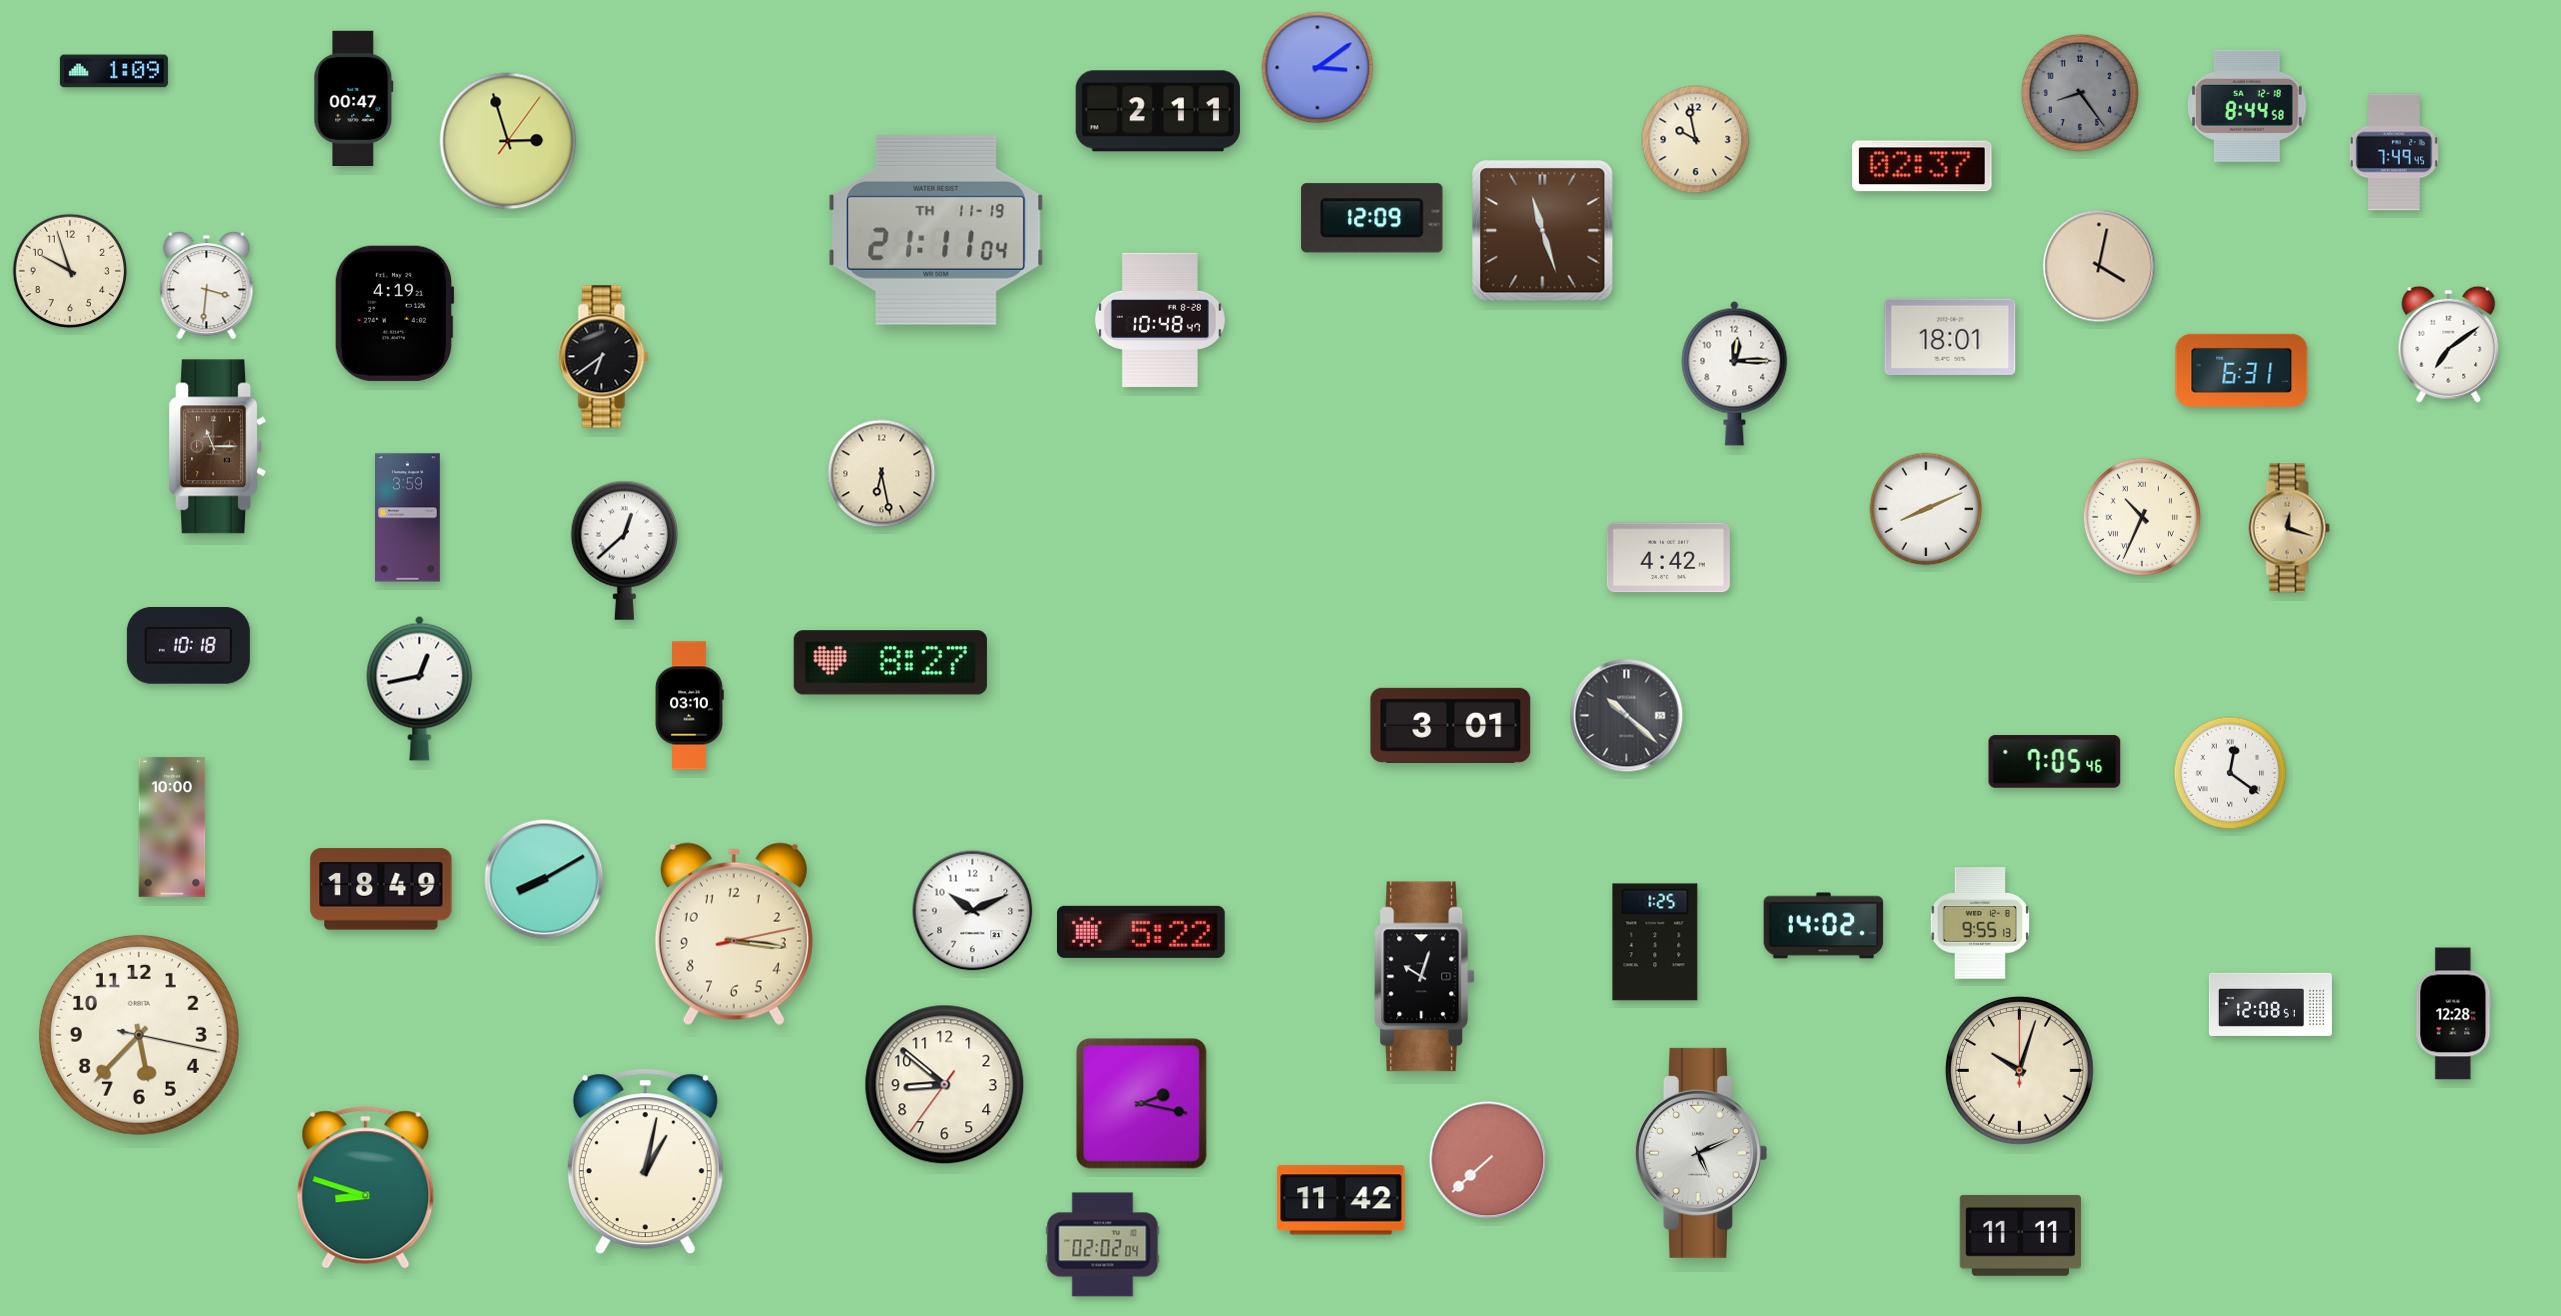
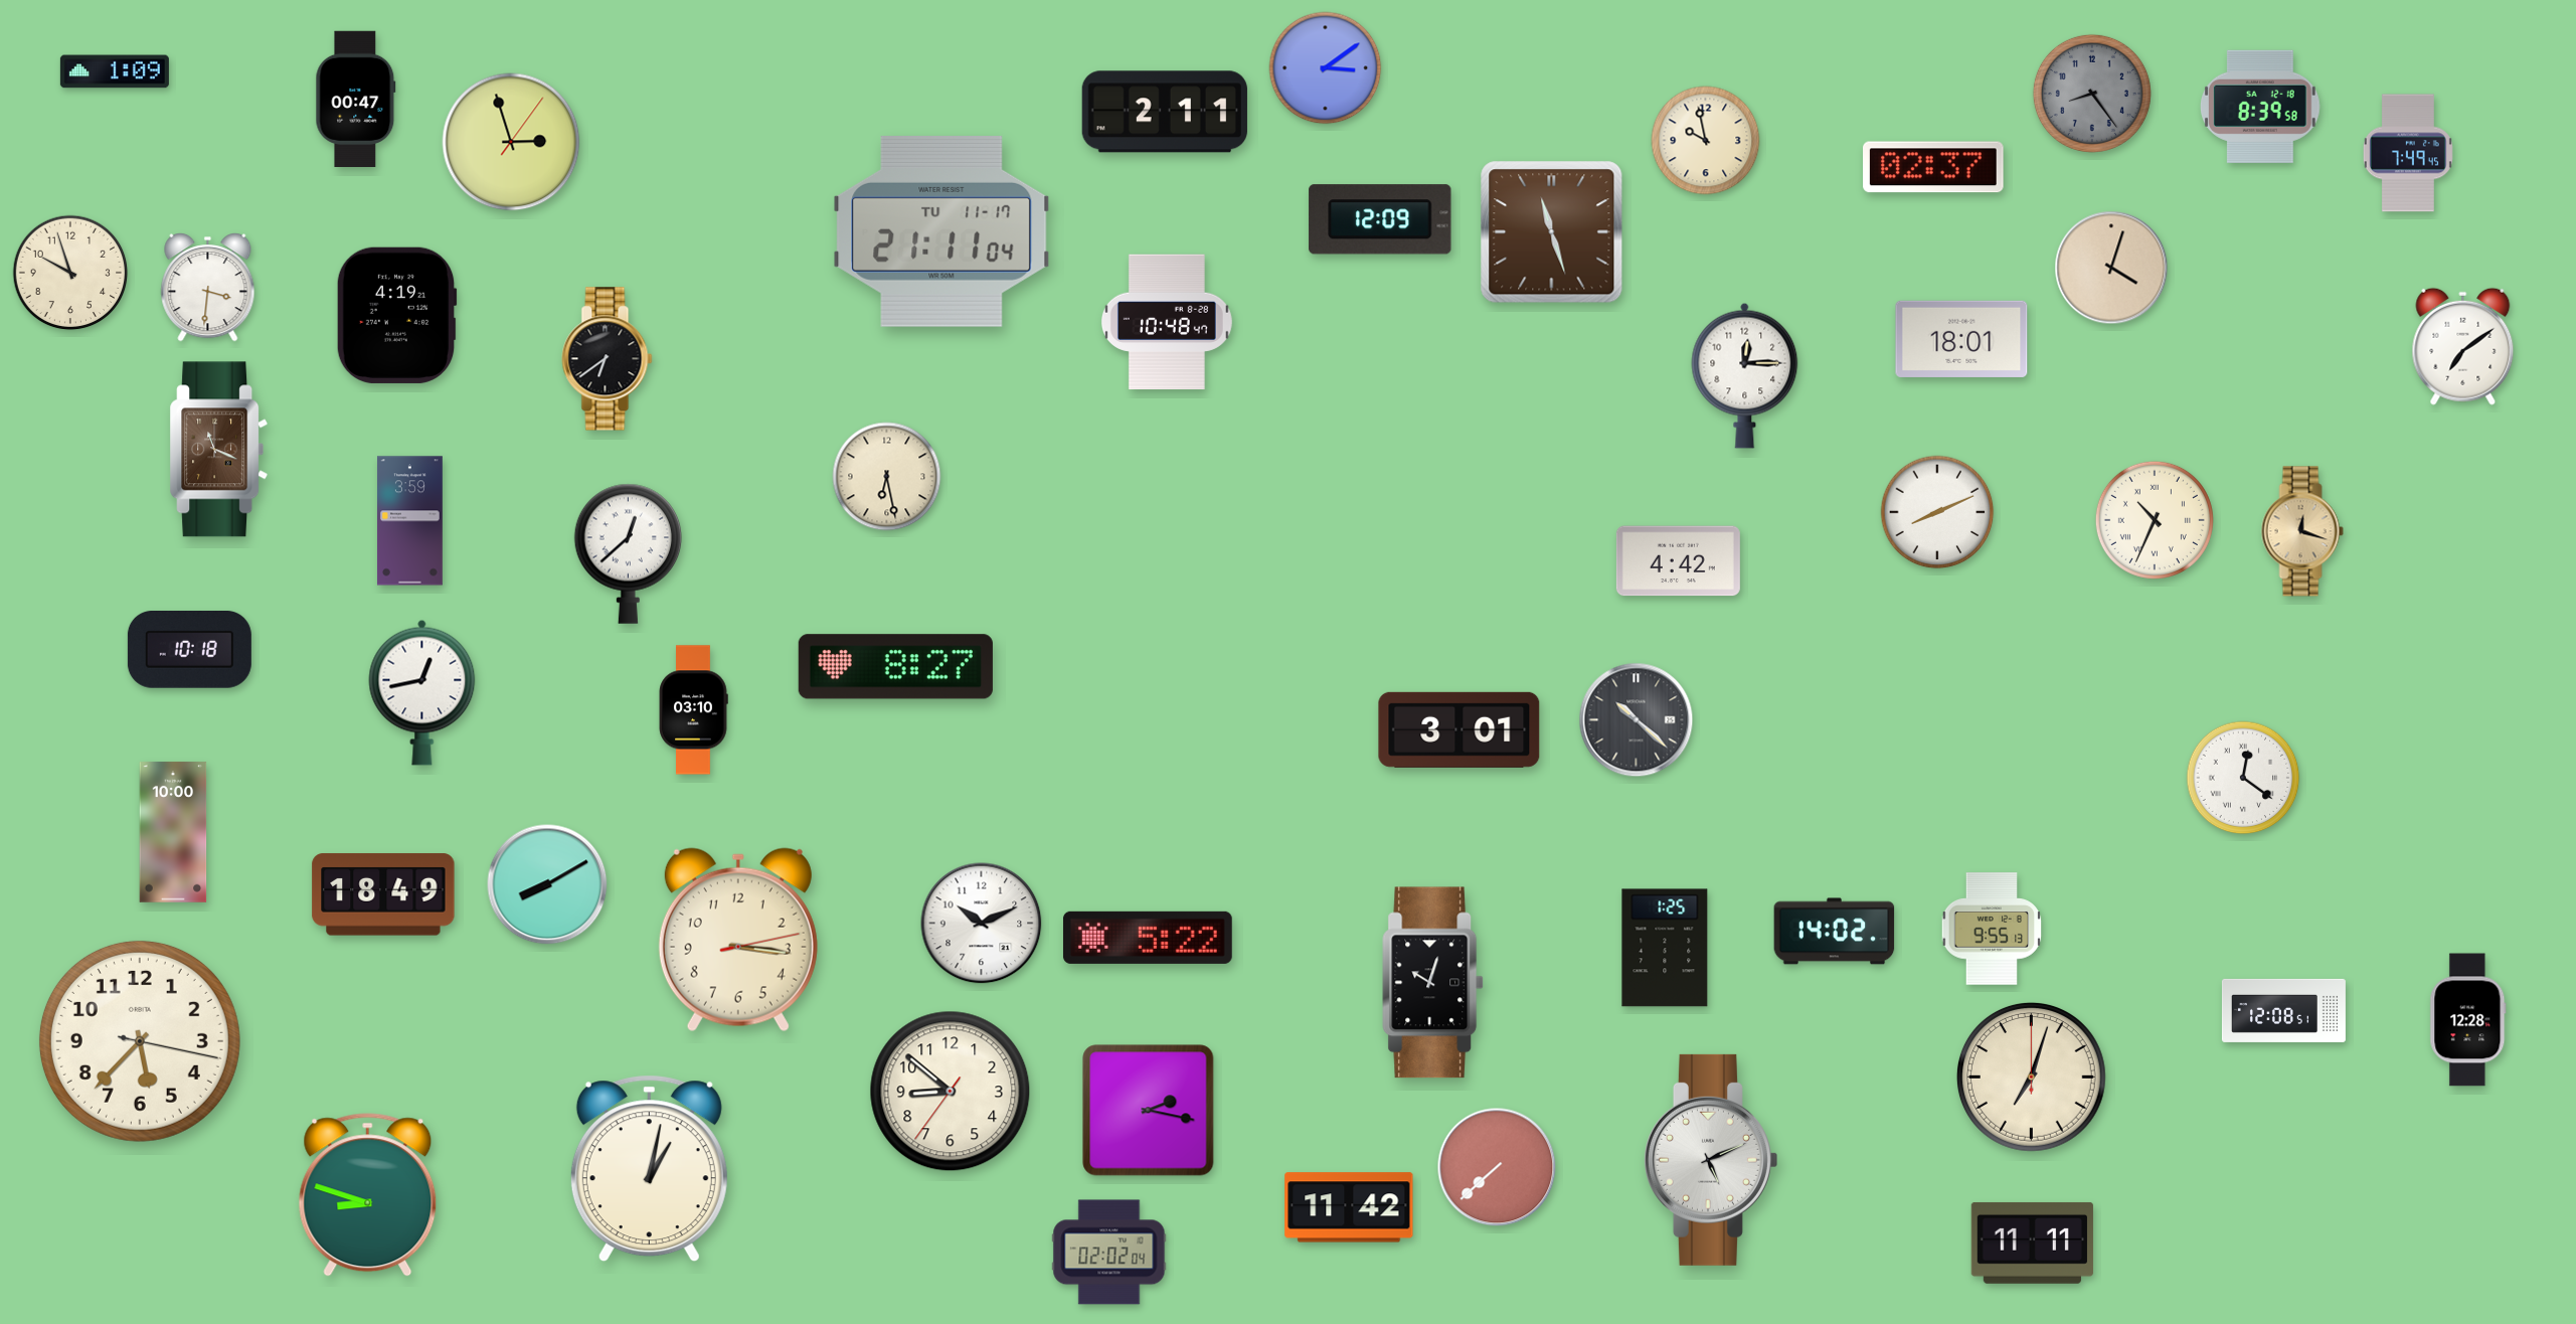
clock at (2247, 106): 8:44 -> 8:39
clock at (936, 230) date: TH 11-19 -> TU 11-17
clock at (2099, 266): 4:02 -> 4:03
clock at (2242, 370): 6:31 -> none
clock at (218, 447): 11:15 -> 11:19
clock at (2055, 762): 7:05 -> none
clock at (973, 911) position: (973, 911) -> (982, 924)
clock at (2019, 1070): 10:03 -> 7:03
